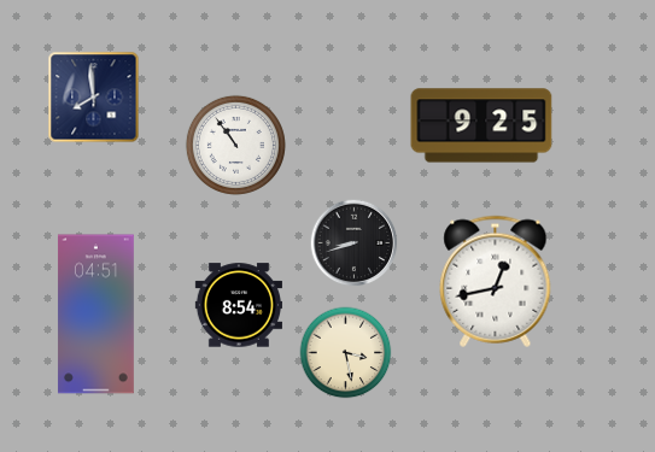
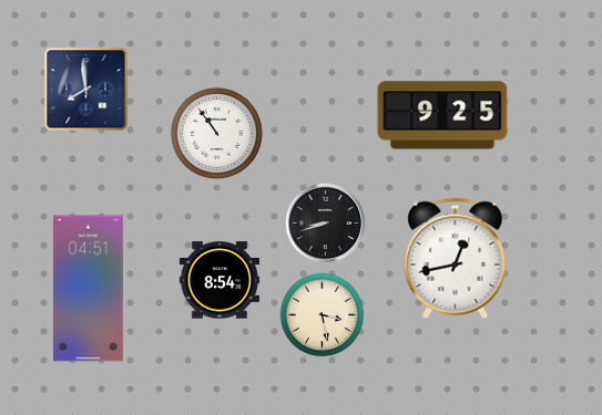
clock at (346, 353) position: (346, 353) -> (323, 315)
